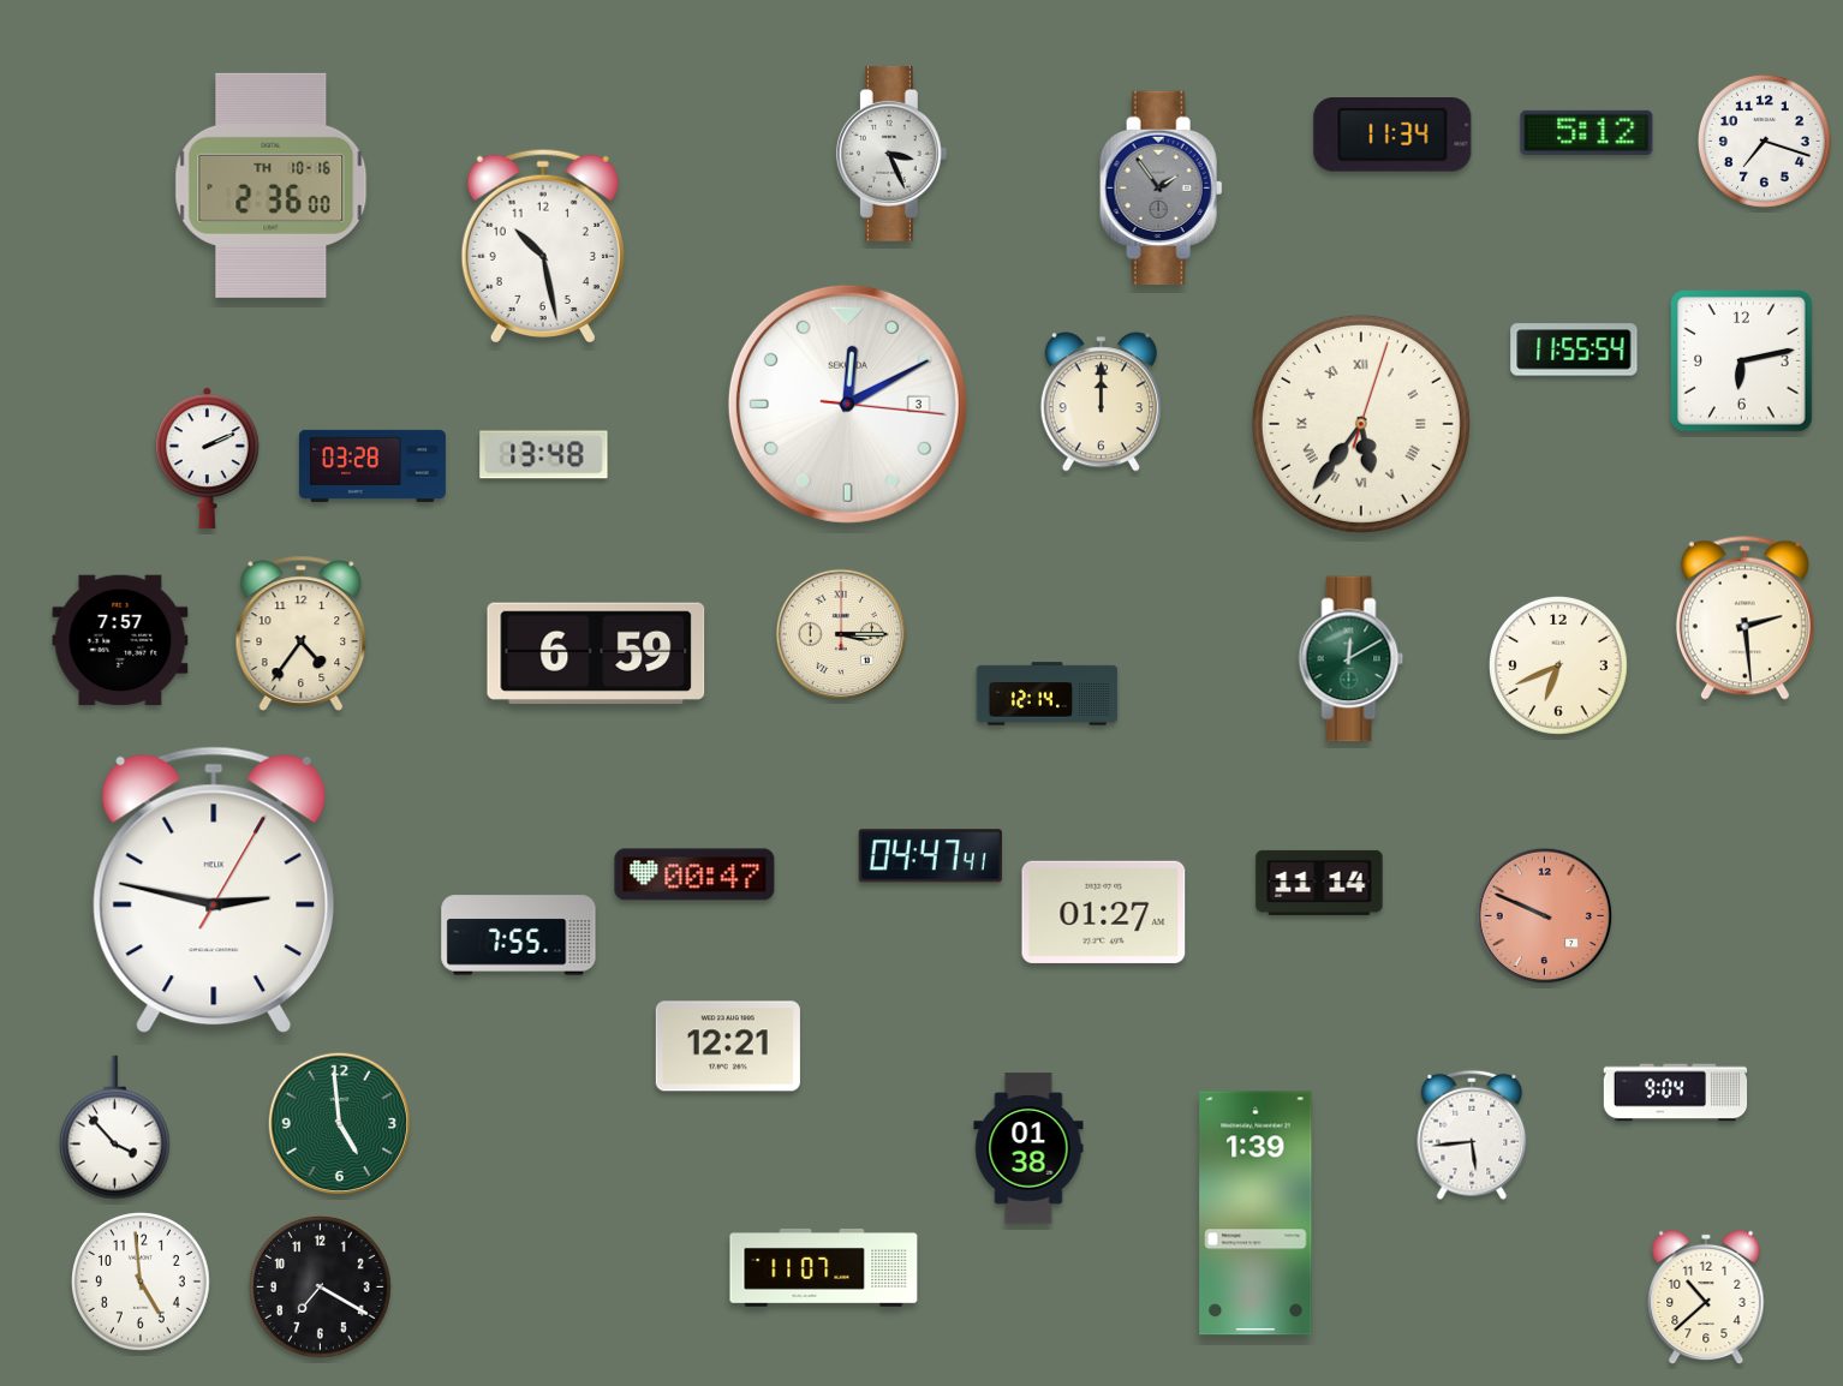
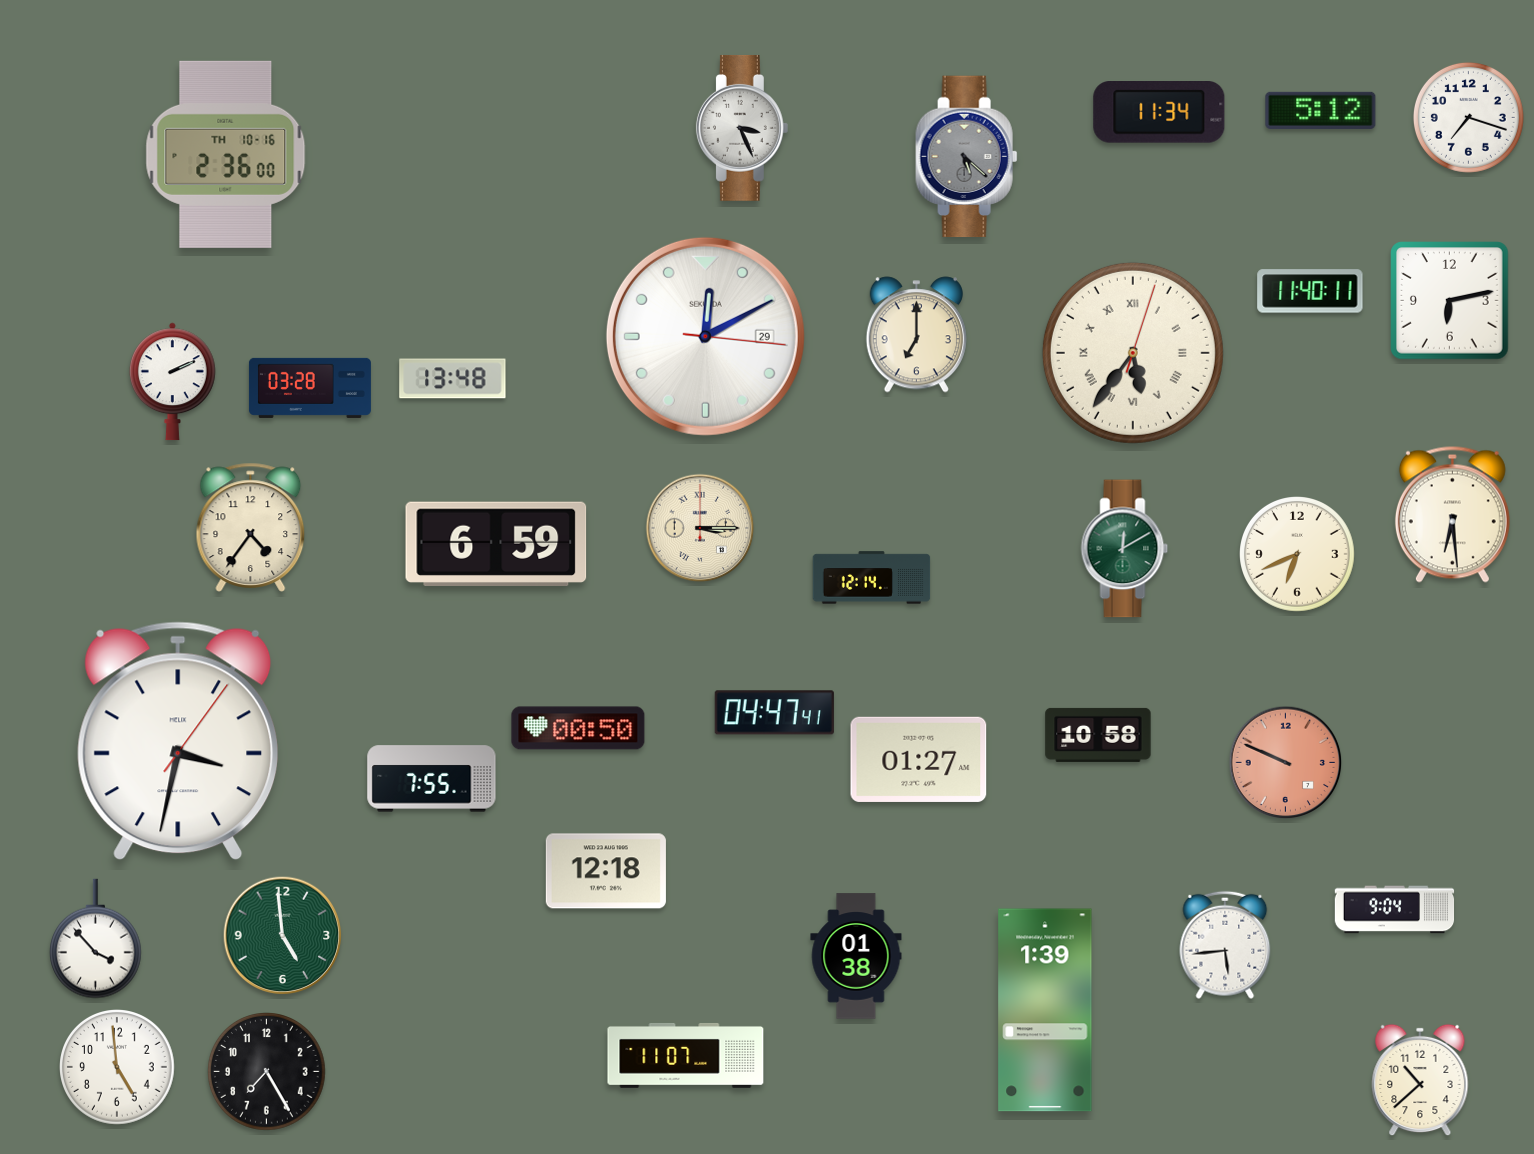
clock at (1162, 189): 1:54 -> 5:22
clock at (543, 246): 10:28 -> none
clock at (1574, 350): 11:55 -> 11:40
clock at (1101, 402): 12:00 -> 7:00
clock at (847, 404) date: 3 -> 29
clock at (1744, 617): 2:29 -> 6:29
clock at (120, 640): 7:57 -> none
clock at (694, 874): 00:47 -> 00:50
clock at (1319, 883): 11:14 -> 10:58
clock at (214, 890): 2:47 -> 3:32
clock at (728, 1046): 12:21 -> 12:18
clock at (321, 1288): 7:20 -> 7:25
